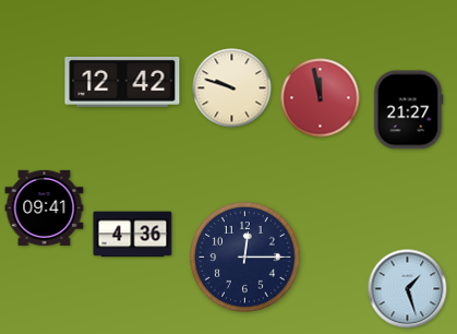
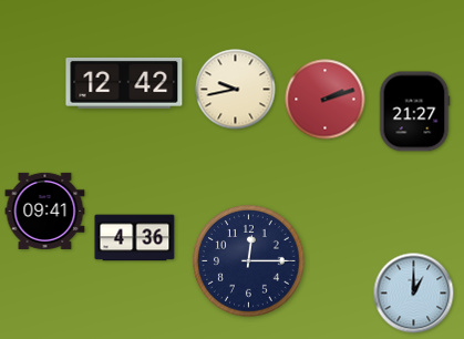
clock at (232, 88): 9:48 -> 9:43
clock at (321, 98): 11:58 -> 2:12
clock at (408, 289): 1:27 -> 1:00
